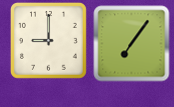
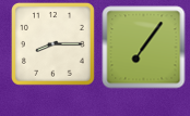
clock at (48, 40): 9:00 -> 8:15
